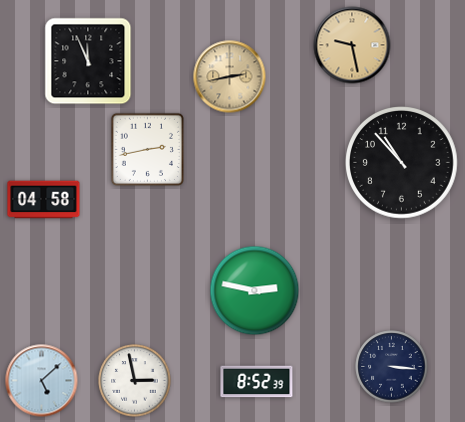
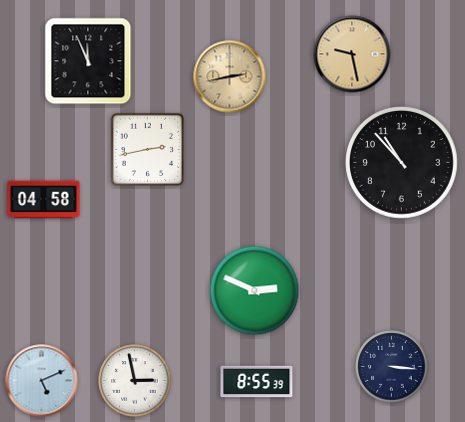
clock at (352, 45) position: (352, 45) -> (352, 54)
clock at (255, 291): 2:47 -> 2:49
clock at (42, 381): 5:08 -> 5:11
clock at (257, 382): 8:52 -> 8:55
